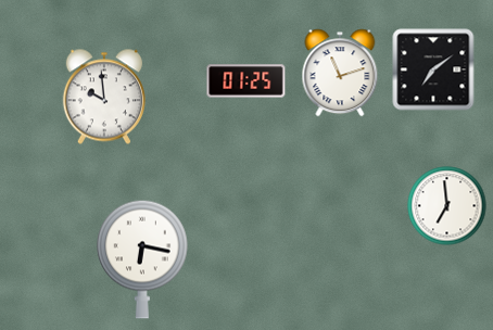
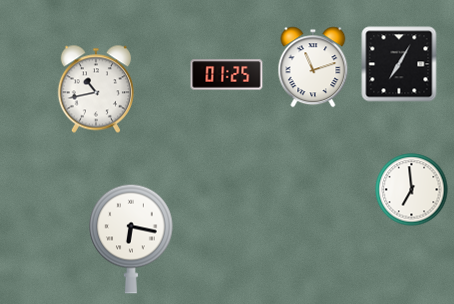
clock at (433, 69): 7:09 -> 7:05
clock at (104, 97): 9:59 -> 10:43
